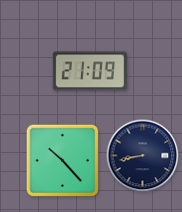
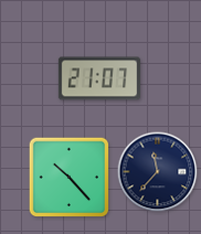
clock at (89, 71): 21:09 -> 21:07
clock at (143, 156): 8:43 -> 11:37
